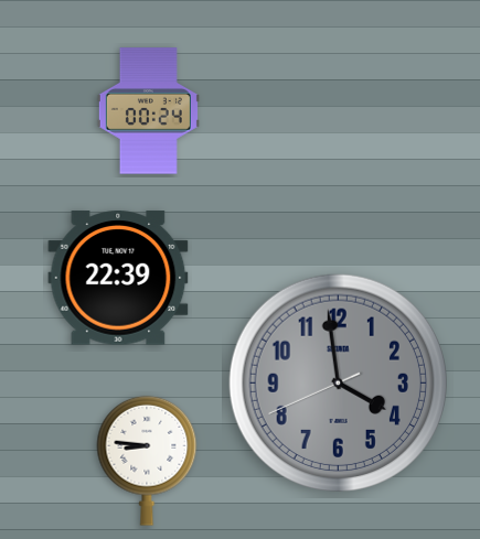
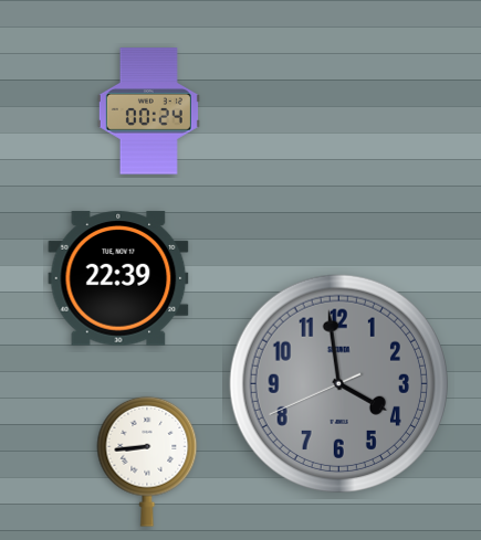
clock at (147, 461): 8:46 -> 8:44
